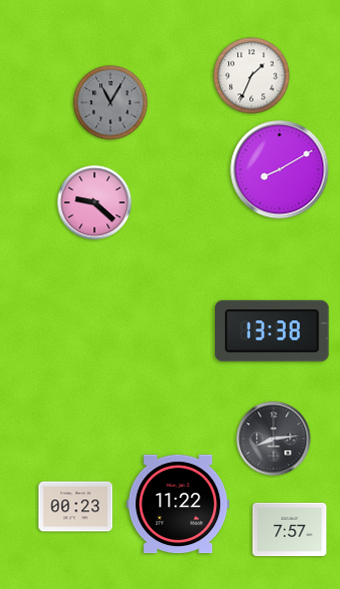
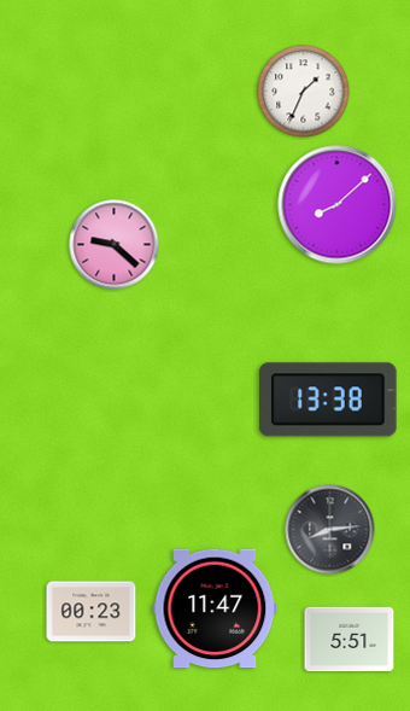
clock at (111, 103): 11:05 -> none
clock at (280, 170): 8:10 -> 8:08
clock at (178, 504): 11:22 -> 11:47
clock at (290, 530): 7:57 -> 5:51
